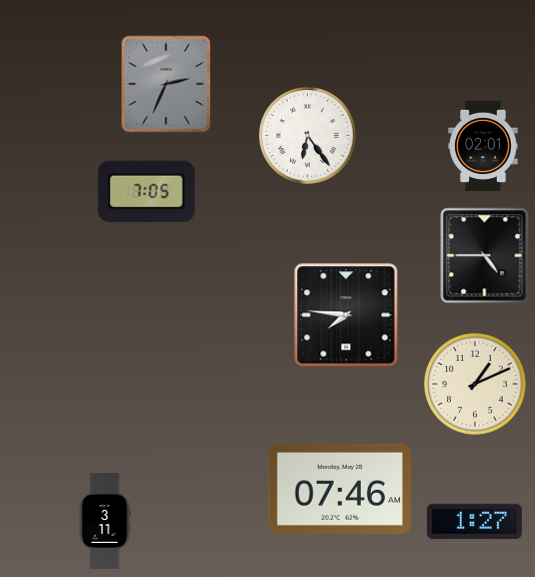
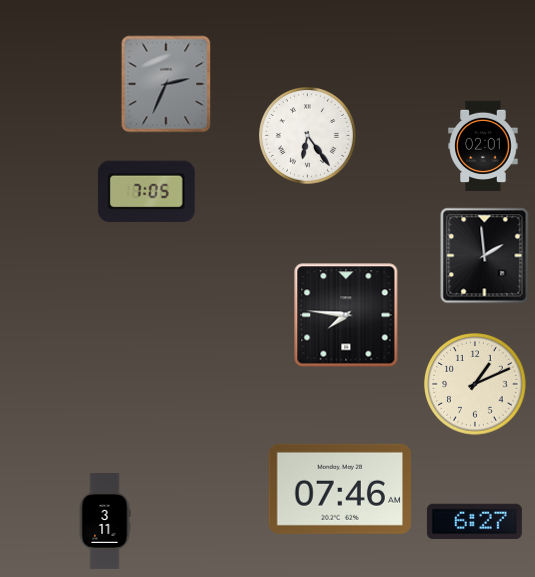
clock at (485, 256): 4:45 -> 1:59
clock at (474, 522): 1:27 -> 6:27
